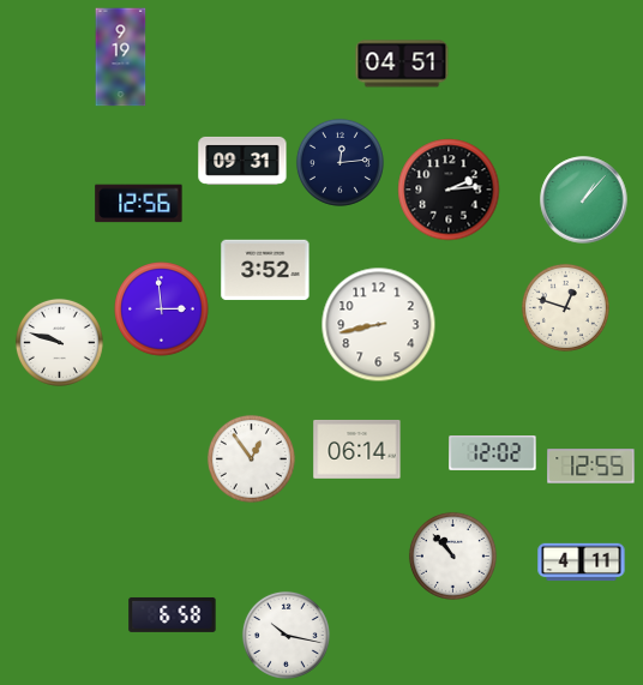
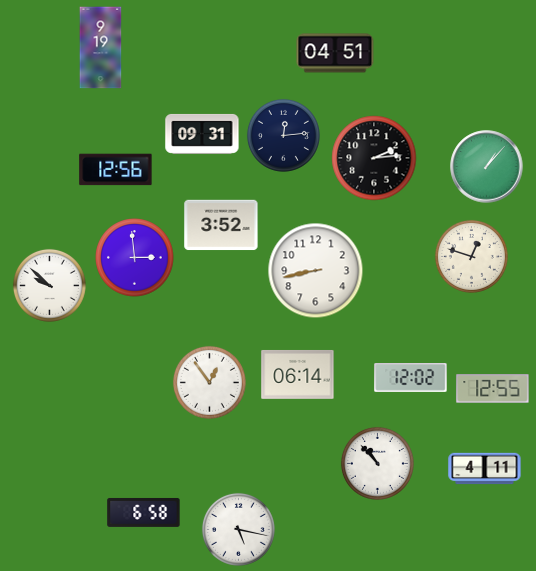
clock at (59, 342): 9:48 -> 9:52
clock at (286, 635): 10:17 -> 5:17
